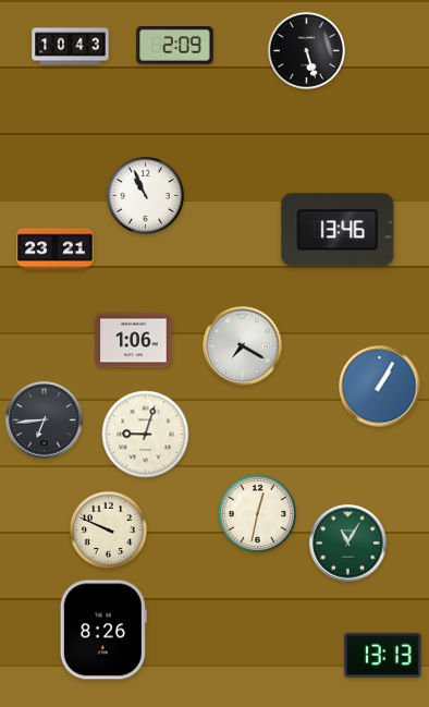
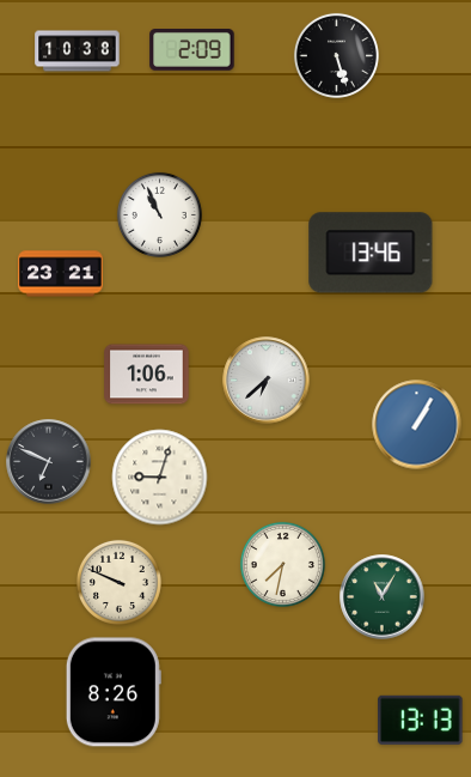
clock at (71, 47): 10:43 -> 10:38
clock at (243, 346): 7:20 -> 6:38
clock at (45, 420): 6:44 -> 6:49
clock at (257, 513): 12:32 -> 7:32
